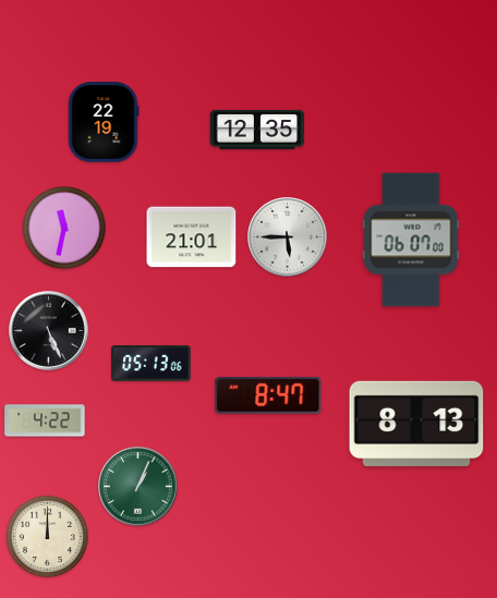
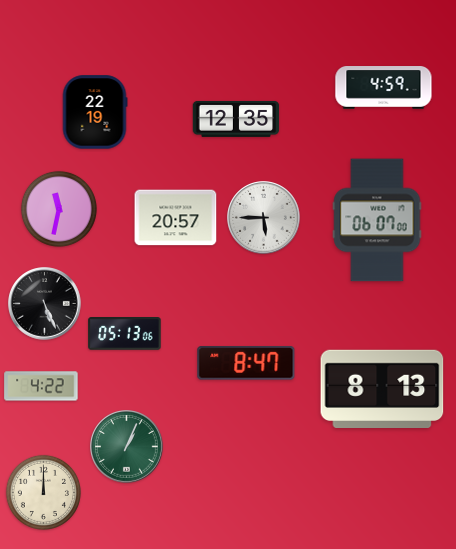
clock at (384, 88): none -> 4:59
clock at (192, 237): 21:01 -> 20:57
clock at (151, 364) position: (151, 364) -> (125, 334)
